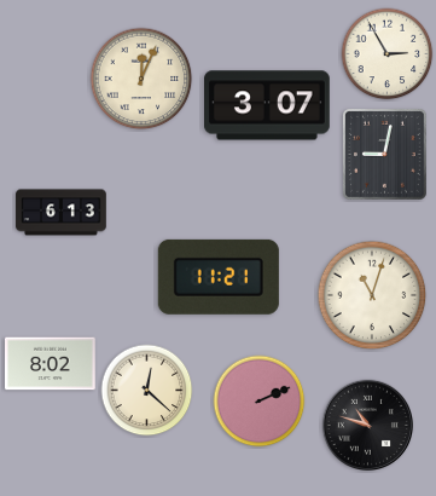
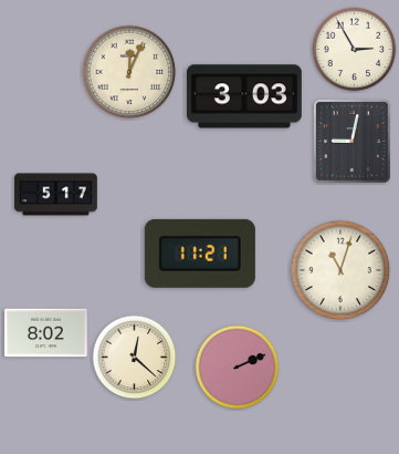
clock at (268, 105): 3:07 -> 3:03
clock at (62, 213): 6:13 -> 5:17
clock at (367, 425): 10:48 -> none
